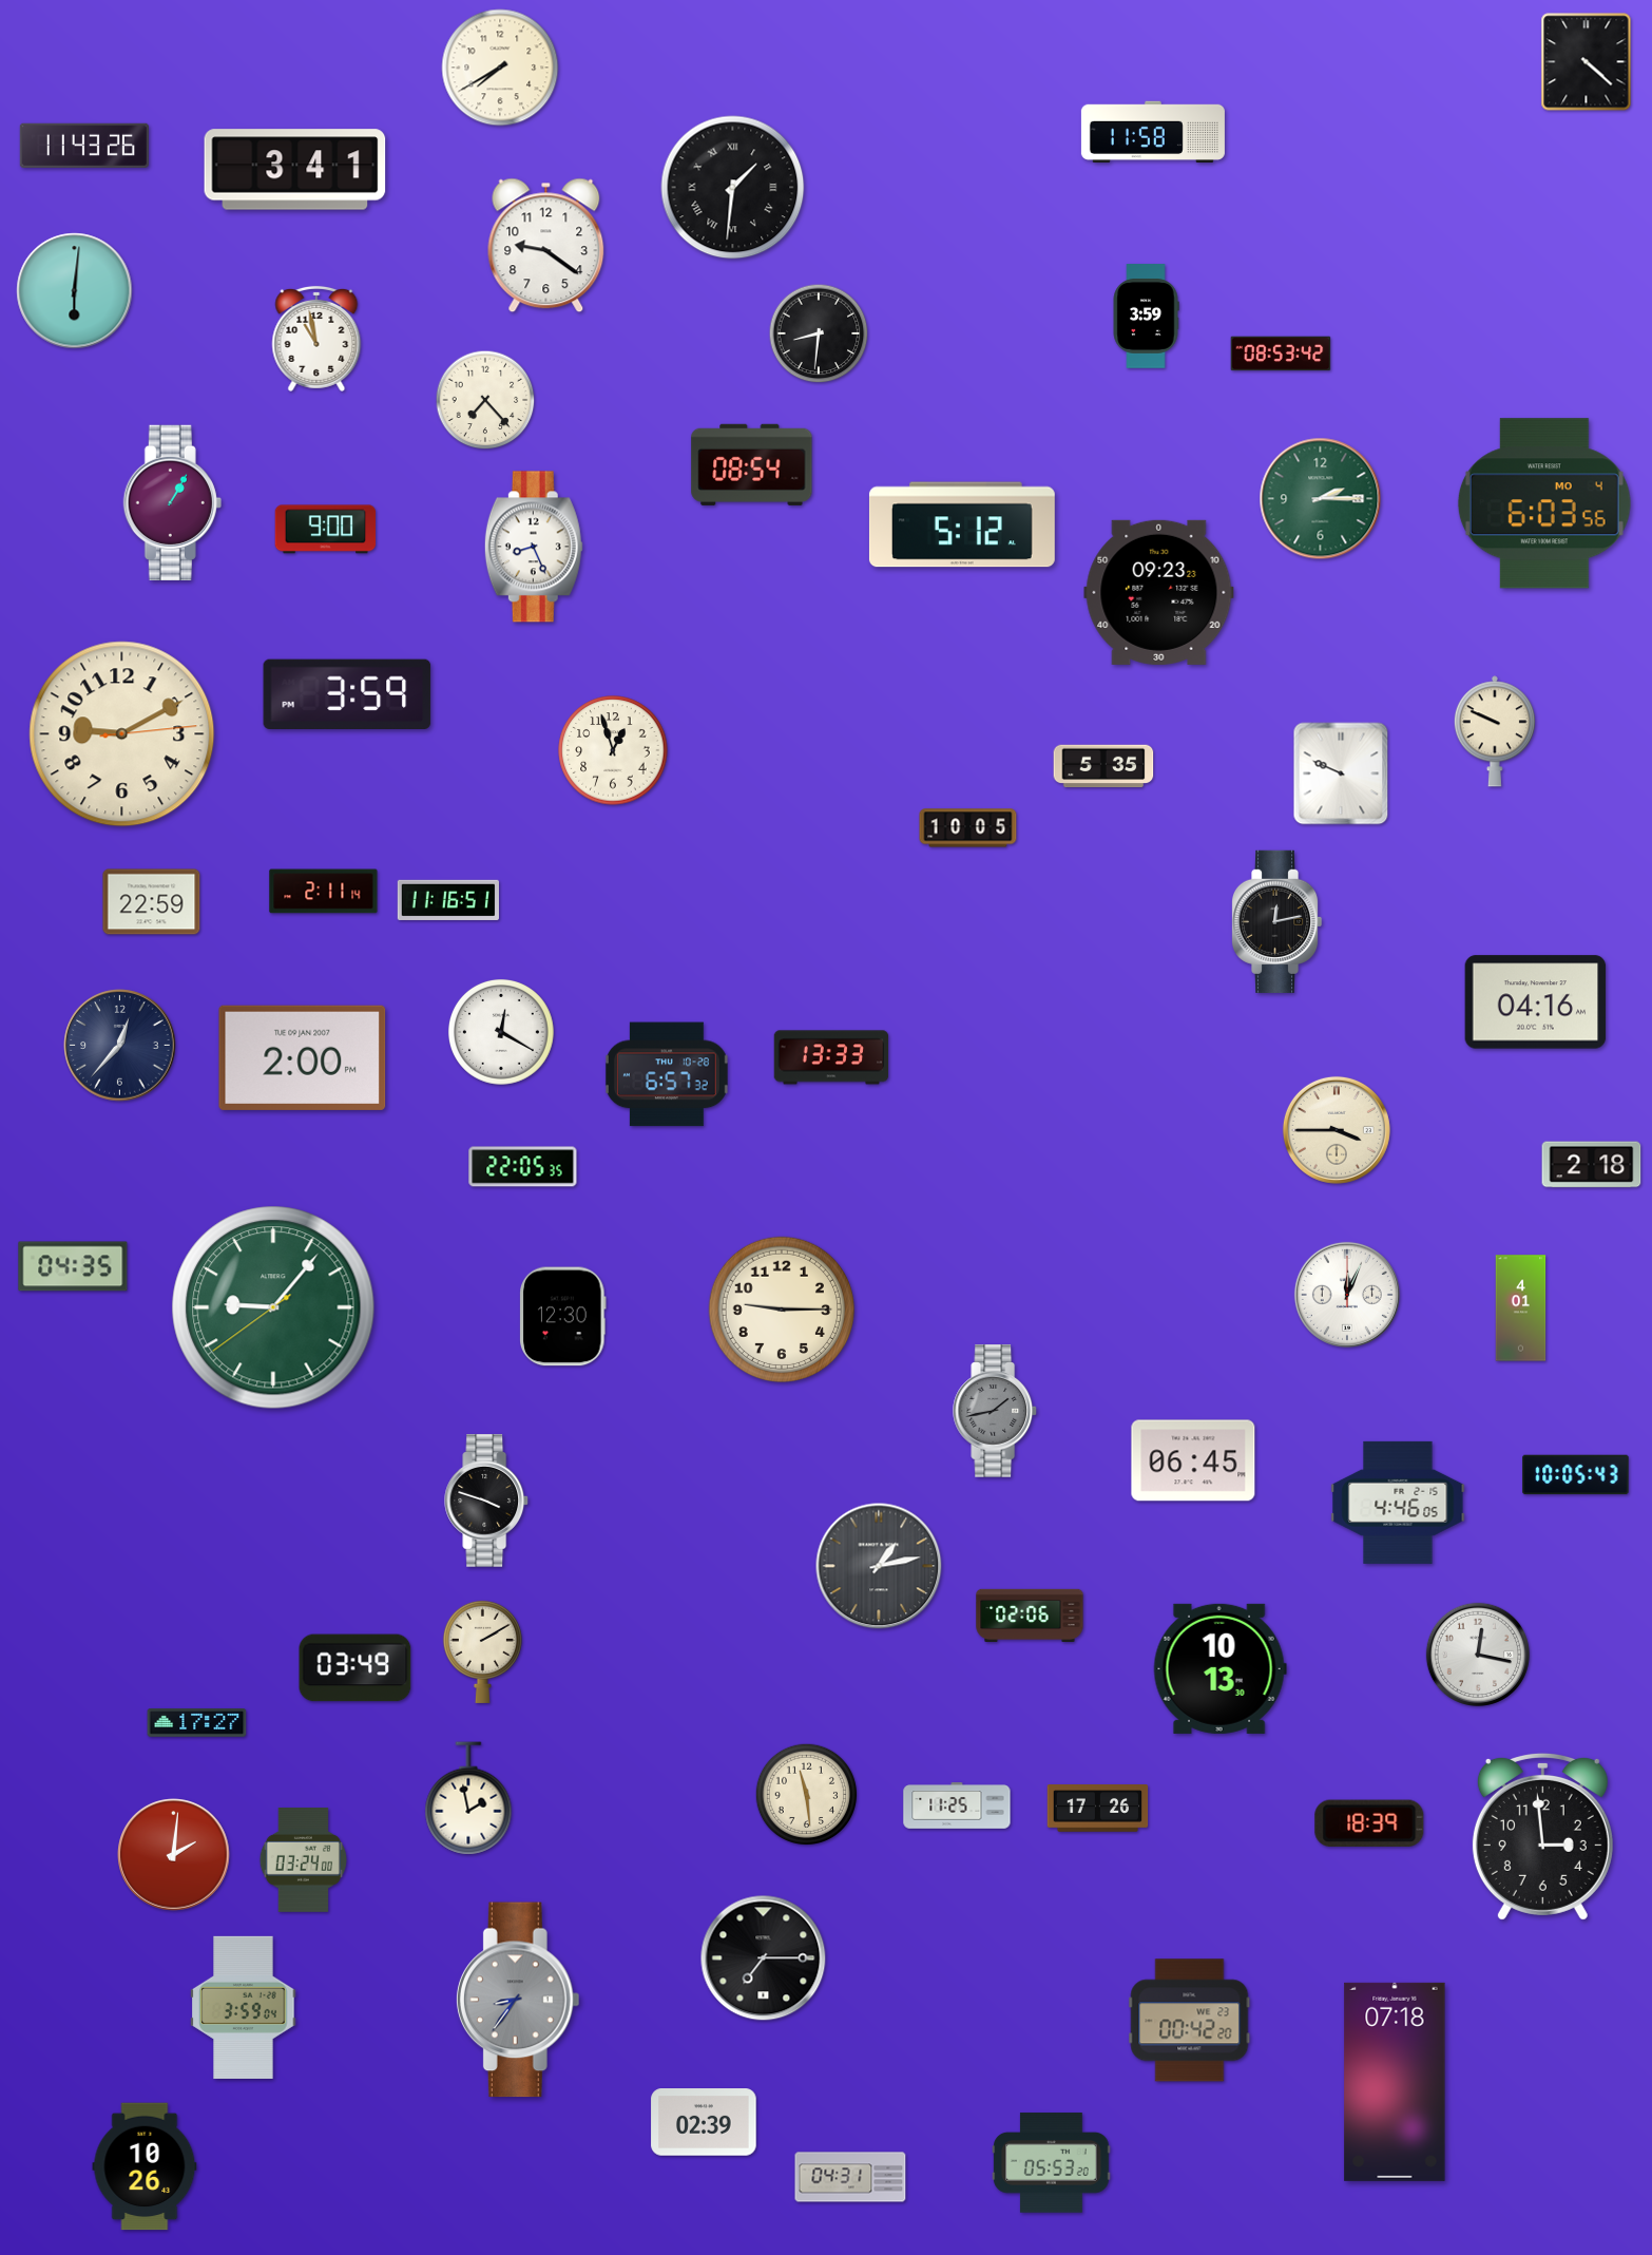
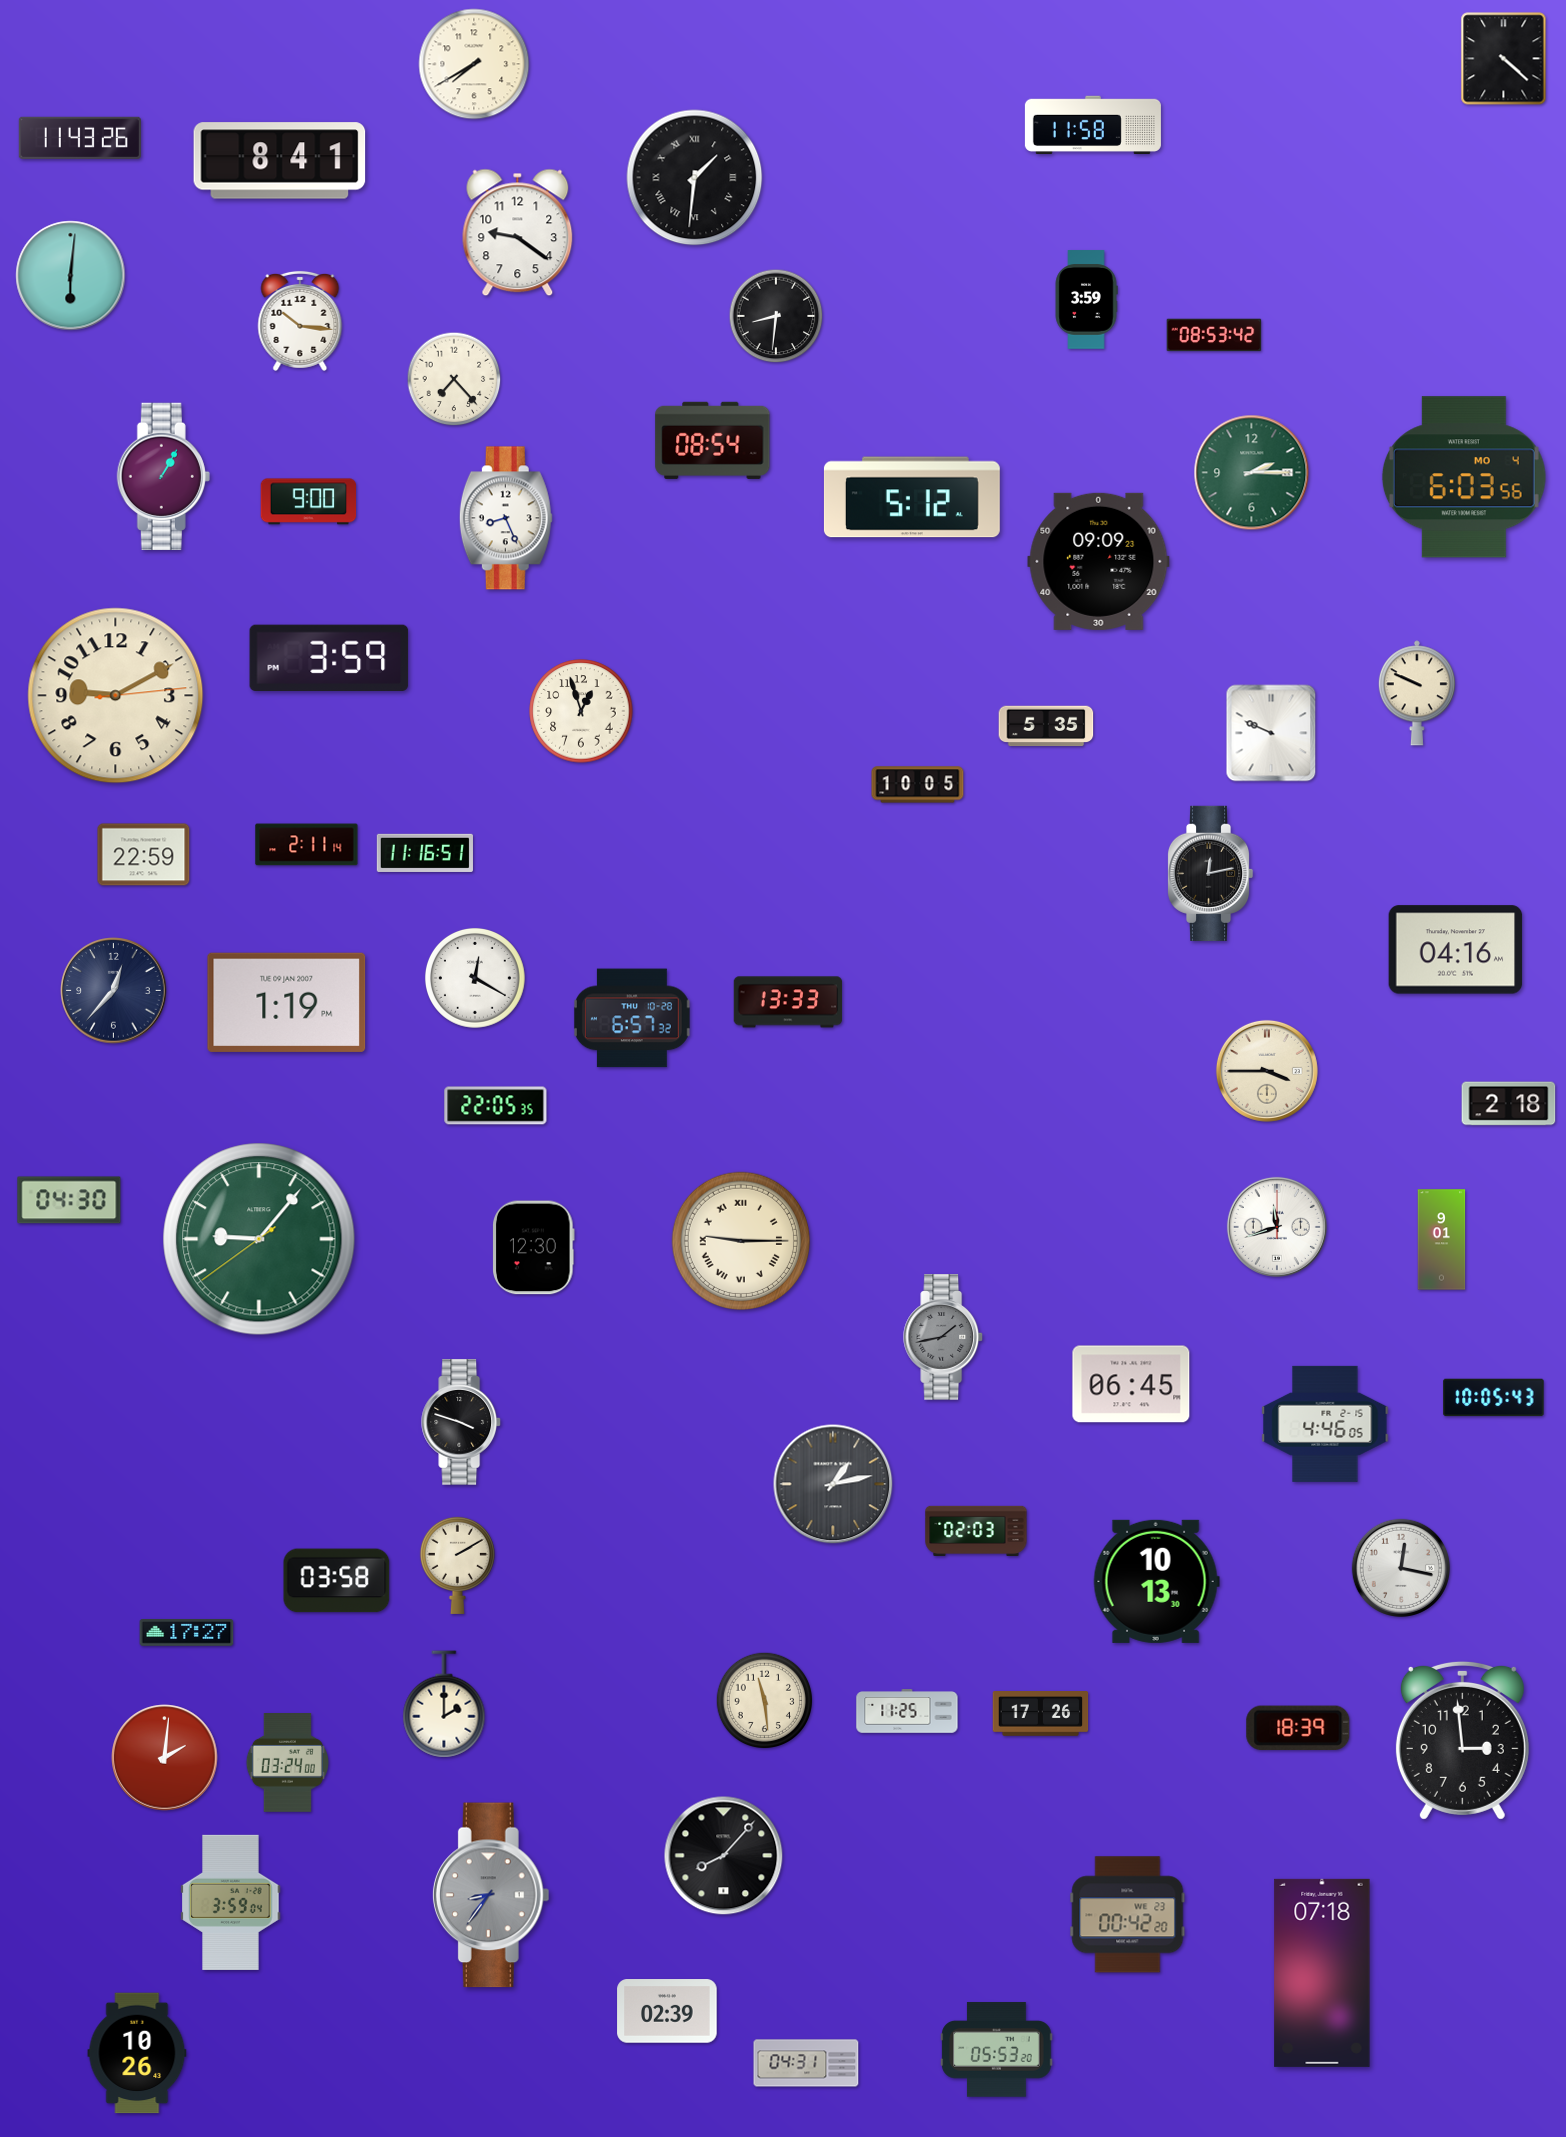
clock at (295, 170): 3:41 -> 8:41
clock at (316, 339): 10:58 -> 10:16
clock at (485, 400) position: (485, 400) -> (454, 379)
clock at (1159, 592): 09:23 -> 09:09
clock at (303, 1057): 2:00 -> 1:19
clock at (73, 1266): 04:35 -> 04:30
clock at (1347, 1295): 12:04 -> 11:42
clock at (781, 1308) numerals: Arabic -> Roman
clock at (1521, 1308): 4:01 -> 9:01
clock at (1030, 1614): 02:06 -> 02:03
clock at (356, 1668): 03:49 -> 03:58
clock at (468, 1798): 1:58 -> 2:00
clock at (764, 1958): 7:15 -> 8:07
